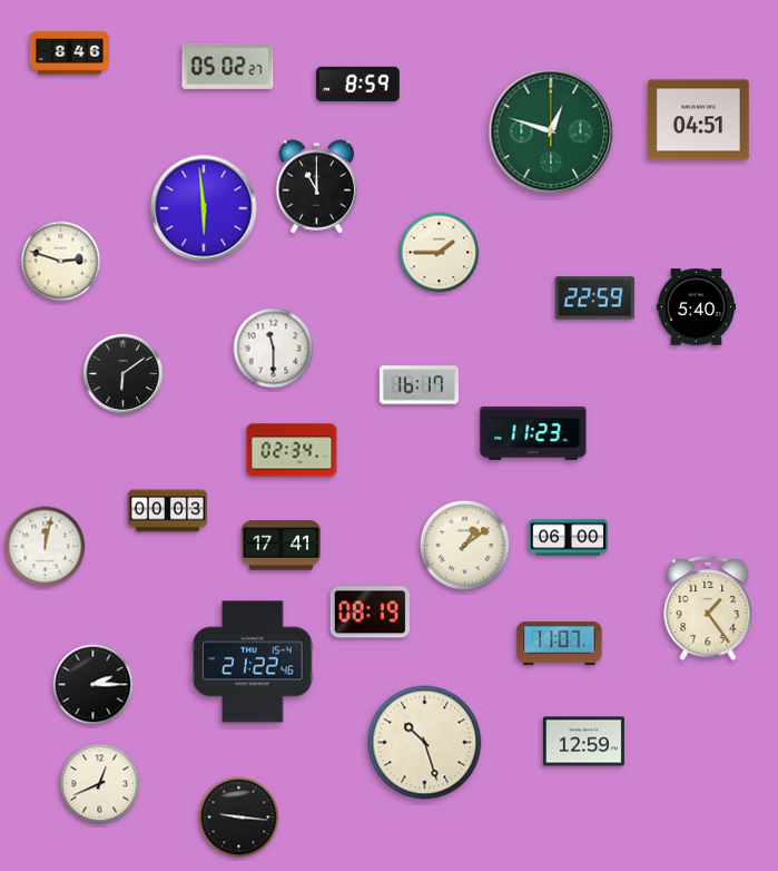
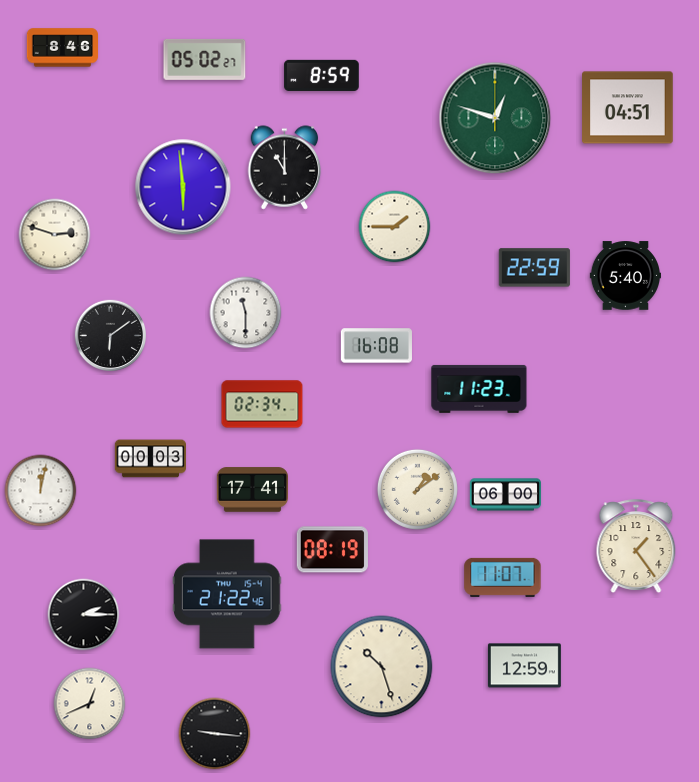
clock at (418, 385): 16:17 -> 16:08
clock at (568, 538) position: (568, 538) -> (505, 495)
